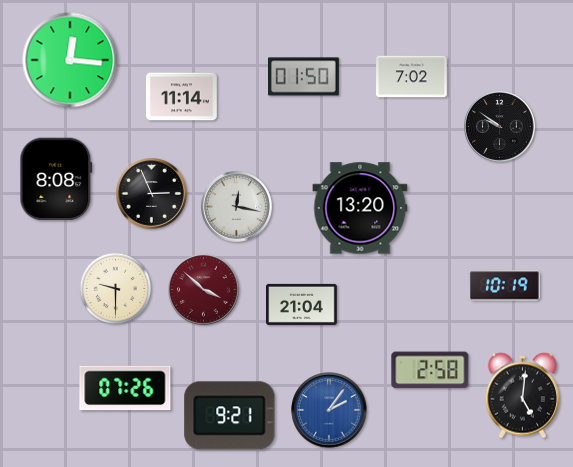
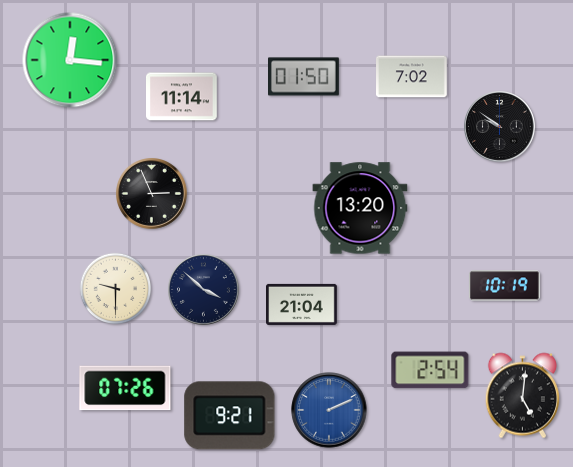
clock at (56, 179): 8:08 -> none
clock at (237, 207): 12:17 -> none
clock at (204, 290) dial: burgundy -> navy
clock at (430, 370): 2:58 -> 2:54
clock at (329, 410): 2:06 -> 2:11
